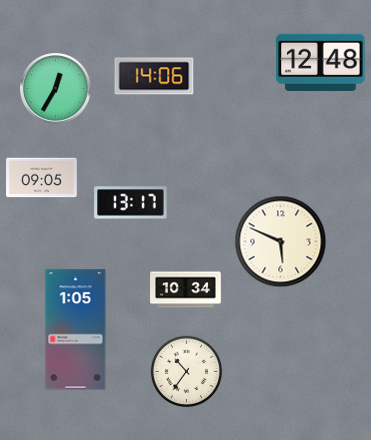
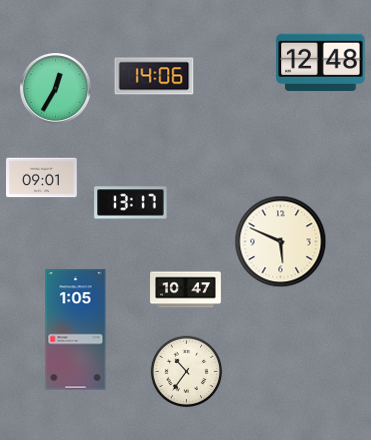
clock at (42, 178): 09:05 -> 09:01
clock at (186, 290): 10:34 -> 10:47
